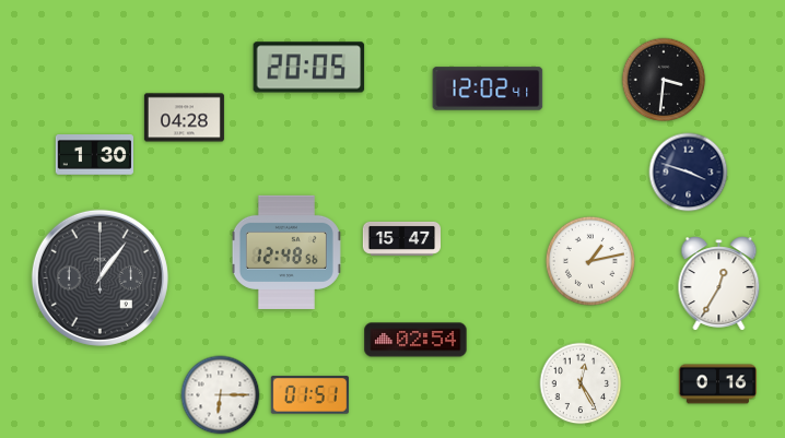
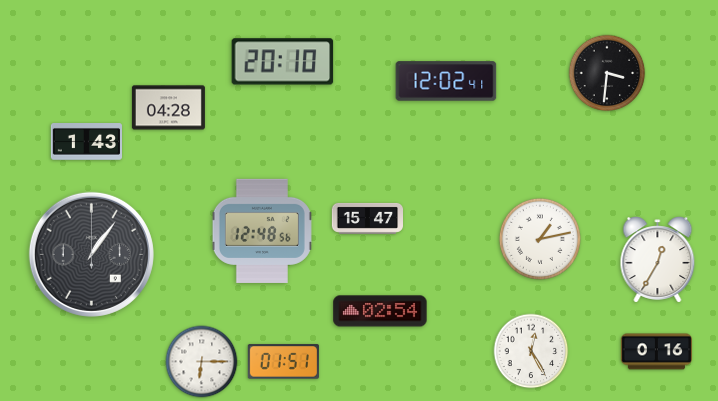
clock at (309, 68): 20:05 -> 20:10
clock at (94, 155): 1:30 -> 1:43
clock at (689, 173): 3:48 -> none
